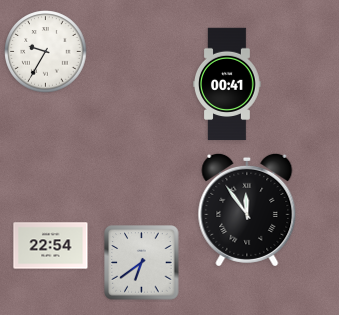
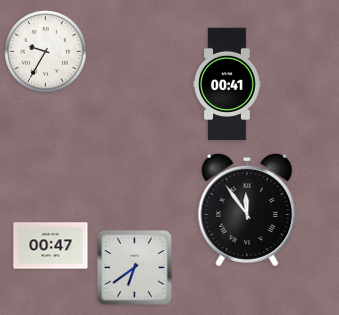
clock at (51, 246): 22:54 -> 00:47
clock at (142, 263) position: (142, 263) -> (135, 268)
